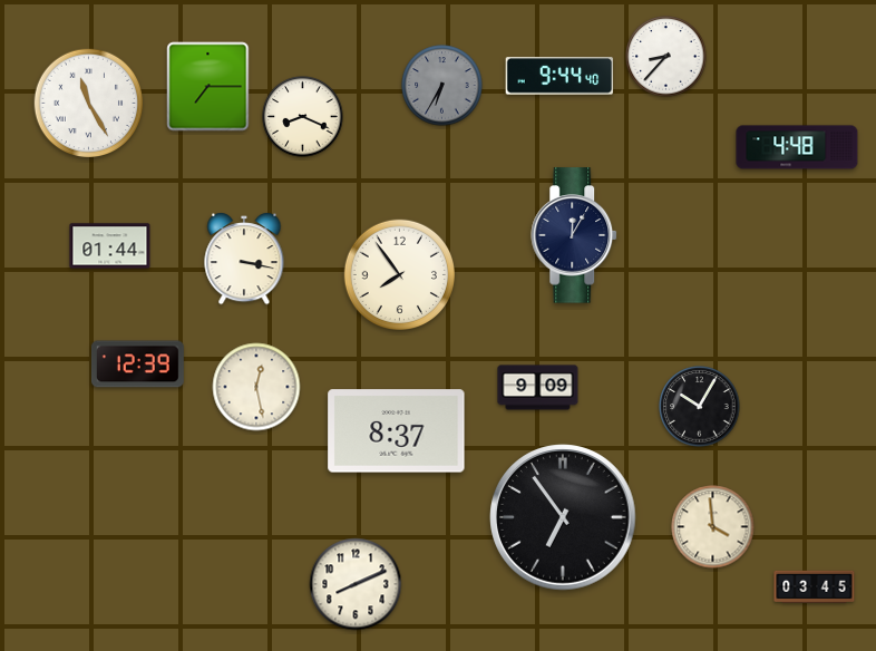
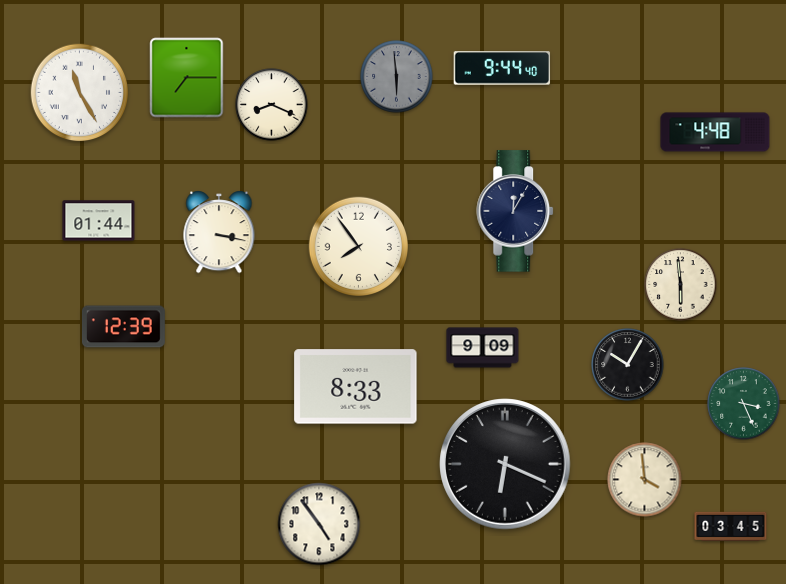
clock at (666, 57): 8:37 -> none
clock at (442, 86): 6:35 -> 5:59
clock at (681, 285): none -> 5:59
clock at (256, 387): 12:28 -> none
clock at (397, 431): 8:37 -> 8:33
clock at (744, 404): none -> 3:26
clock at (563, 517): 6:54 -> 6:19
clock at (713, 527) position: (713, 527) -> (645, 480)
clock at (356, 584): 8:11 -> 4:54
